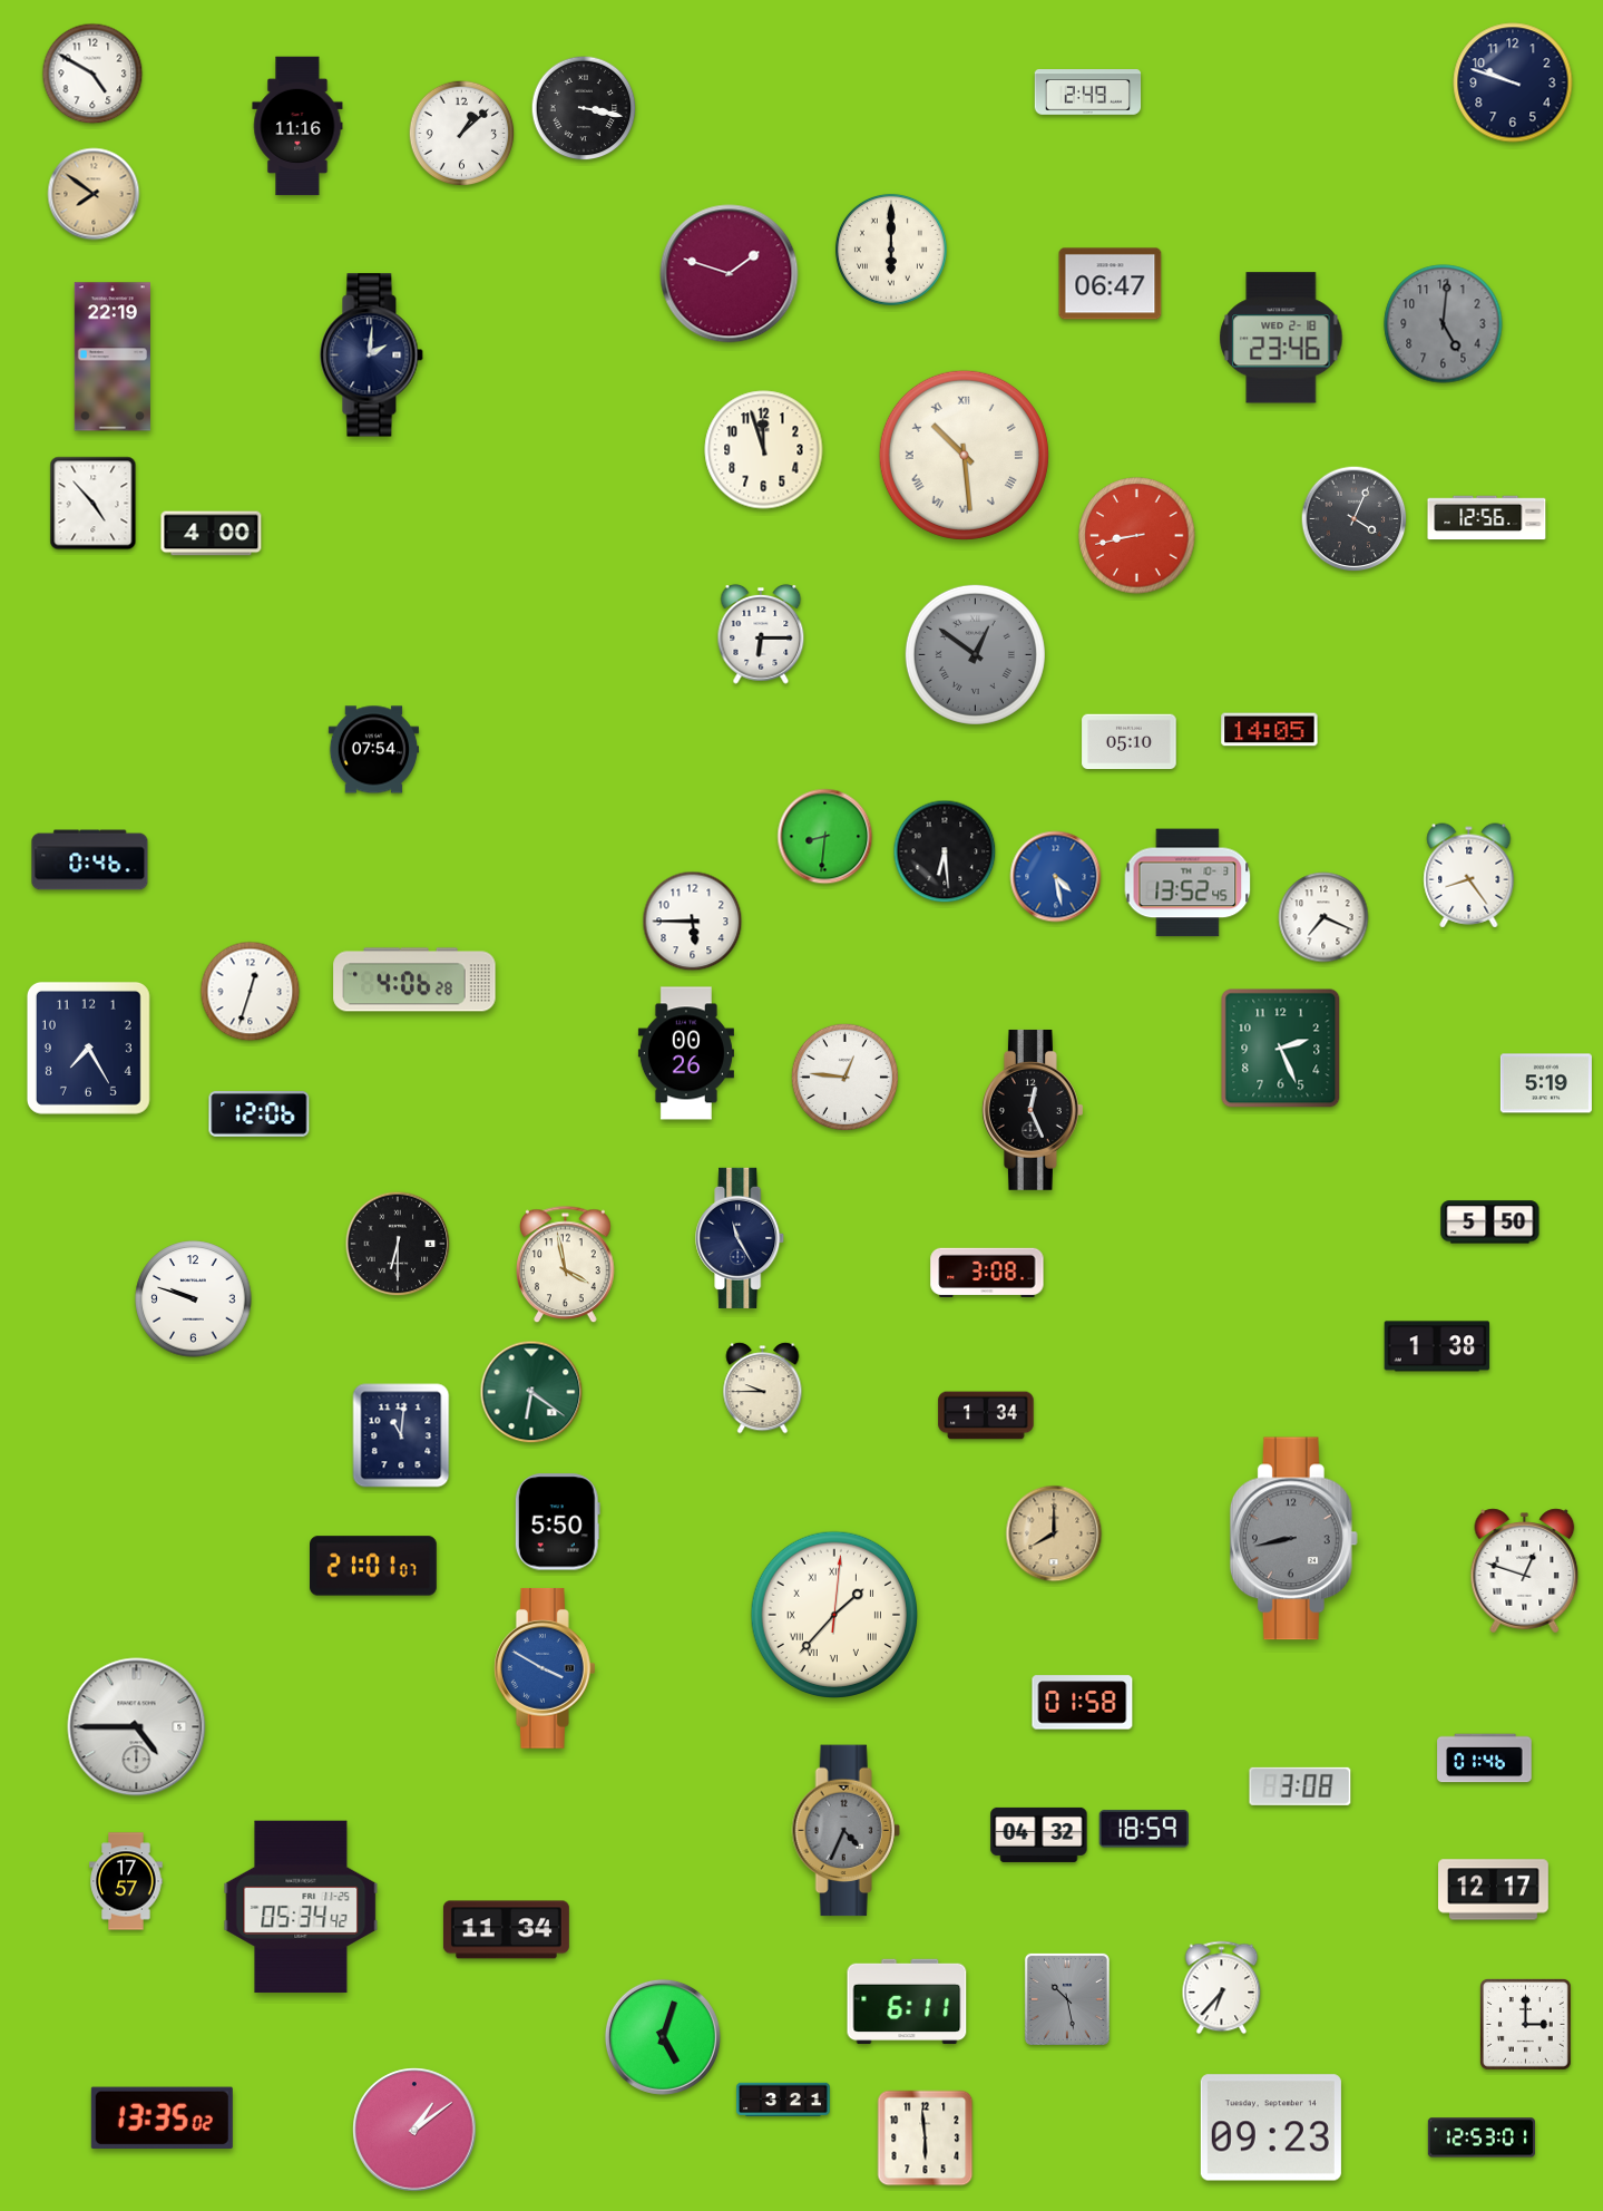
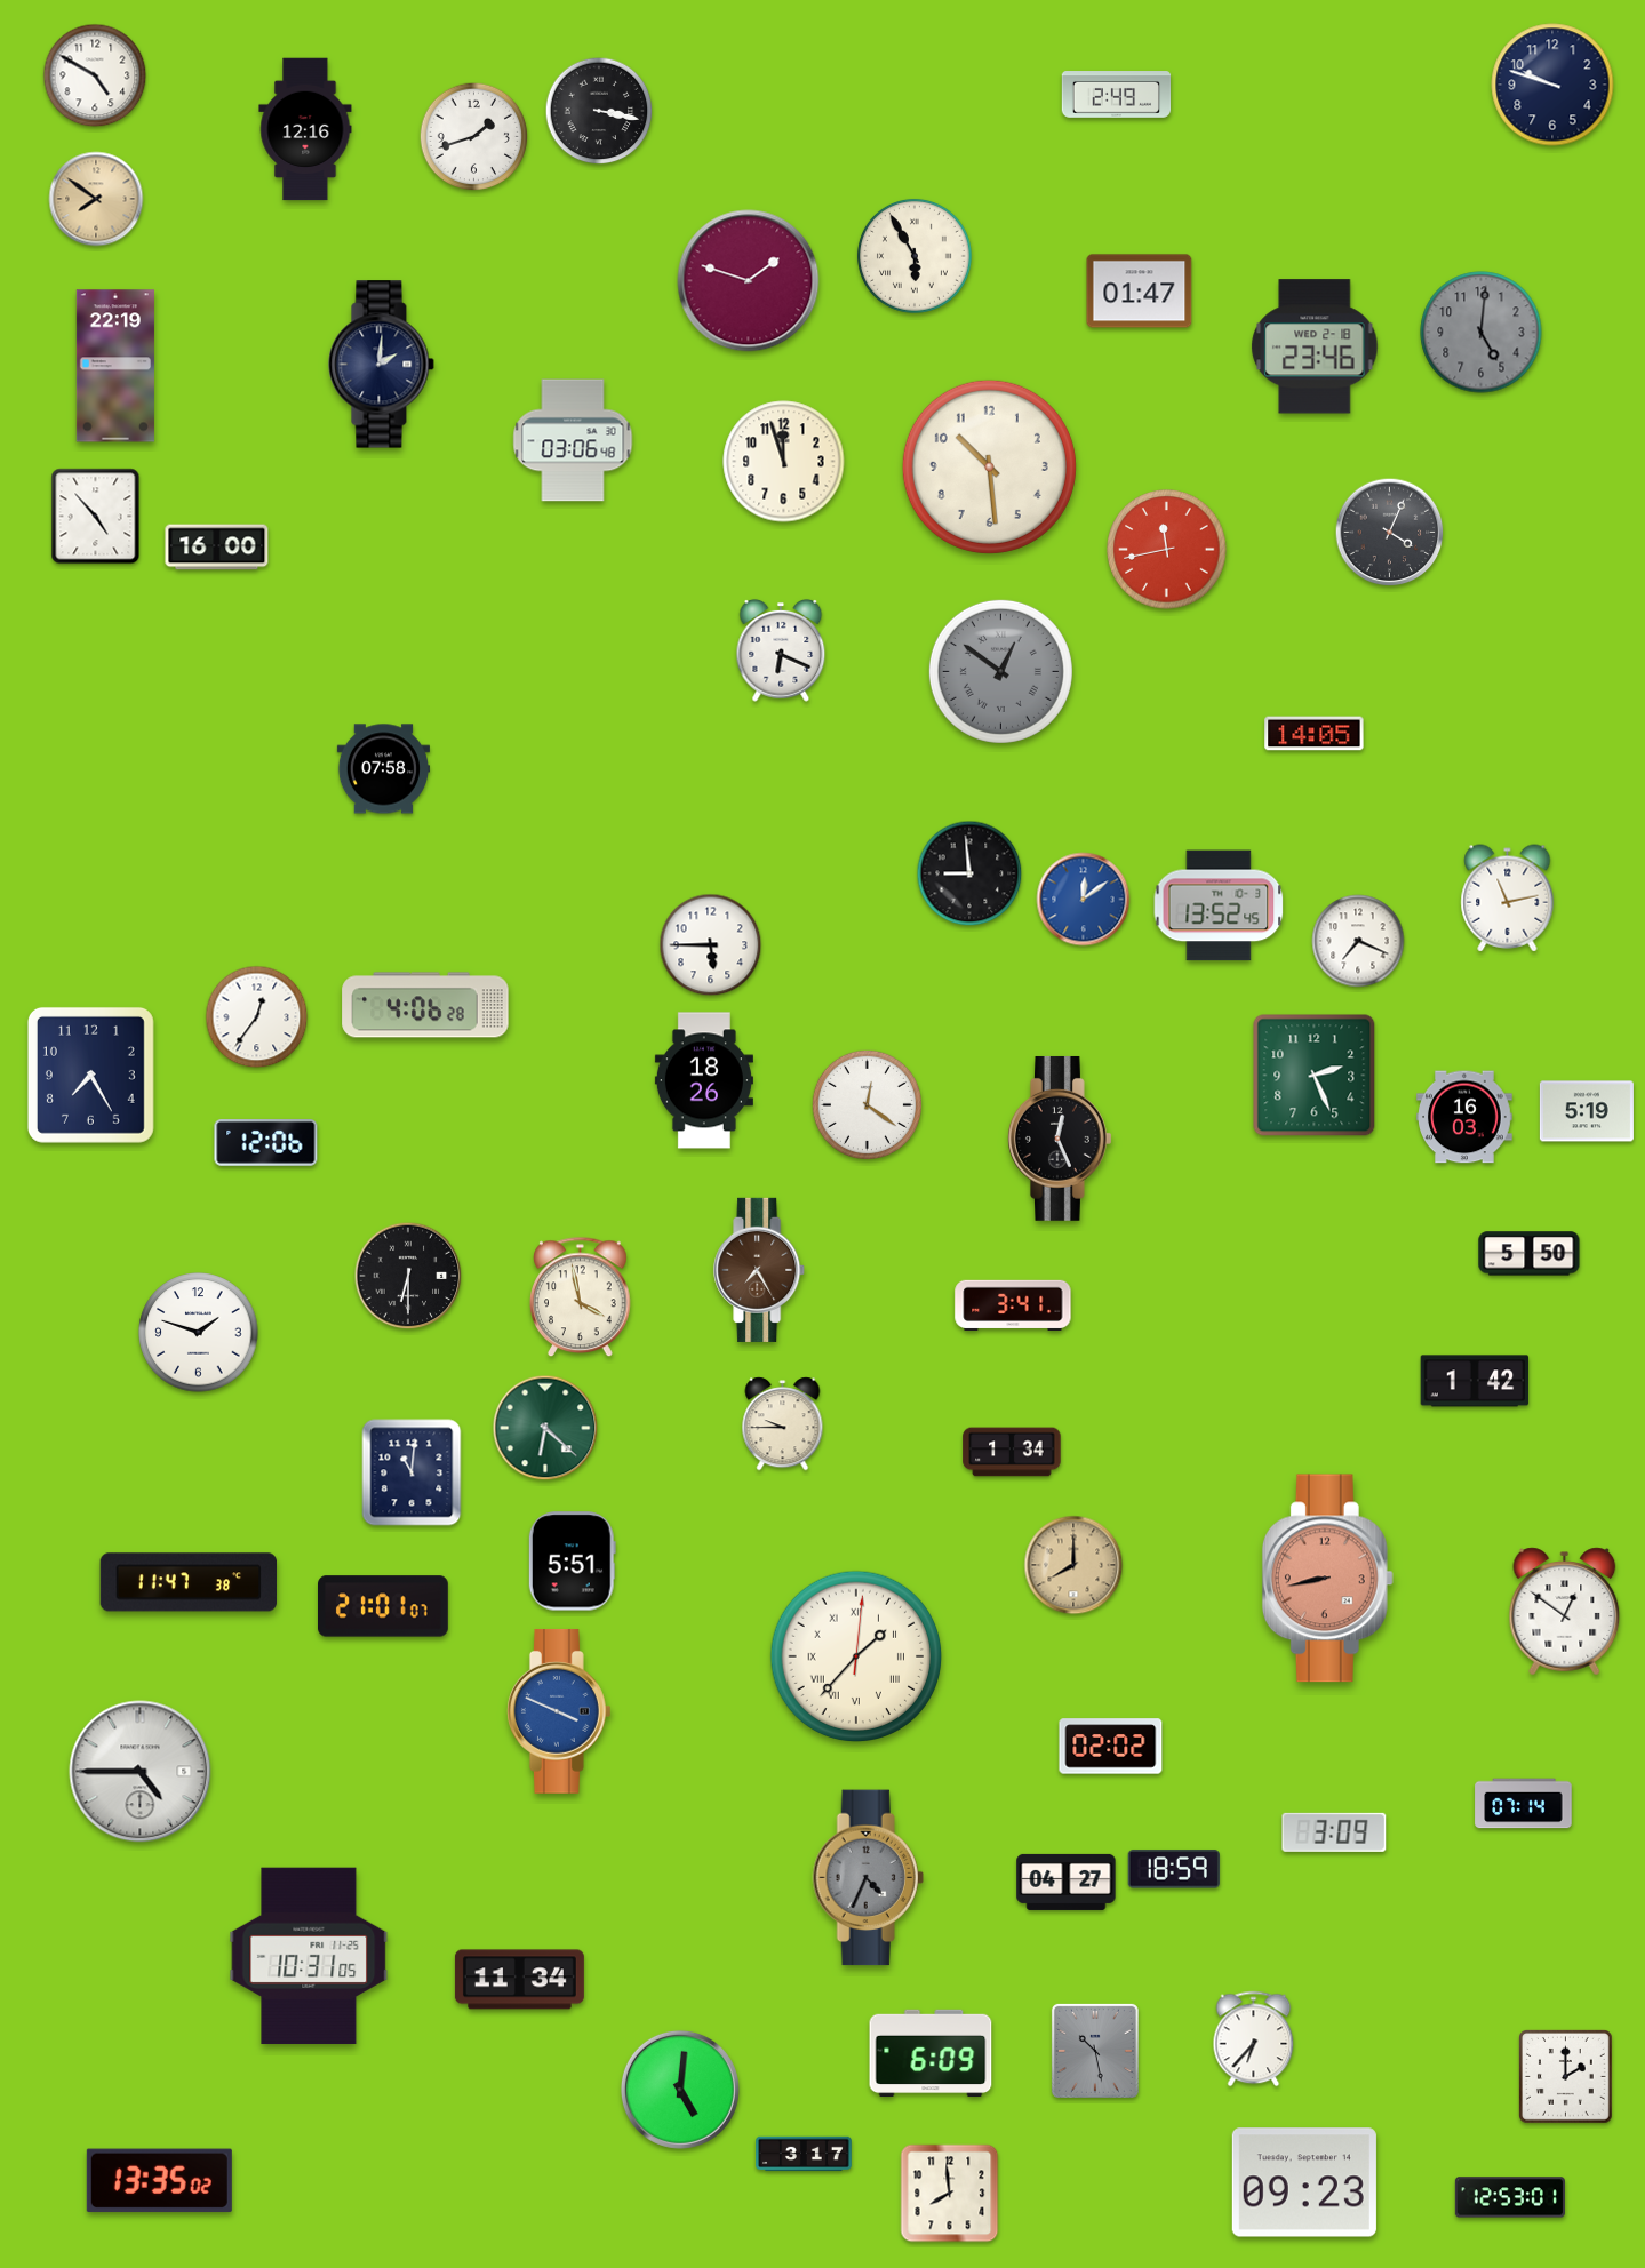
clock at (297, 126): 11:16 -> 12:16
clock at (462, 134): 1:08 -> 1:42
clock at (891, 250): 6:00 -> 5:55
clock at (1111, 284): 06:47 -> 01:47
clock at (573, 440): none -> 03:06
clock at (964, 455) numerals: Roman -> Arabic
clock at (1487, 518): 12:56 -> none
clock at (212, 534): 4:00 -> 16:00
clock at (1137, 536): 8:43 -> 11:43
clock at (761, 634): 6:15 -> 6:19
clock at (1270, 730) position: (1270, 730) -> (1315, 734)
clock at (1130, 742): 05:10 -> none
clock at (373, 750): 07:54 -> 07:58
clock at (825, 837): 8:31 -> none
clock at (945, 851): 6:29 -> 8:59
clock at (90, 860): 0:46 -> none
clock at (1469, 876): 8:24 -> 11:13
clock at (1056, 877): 4:28 -> 12:09
clock at (251, 992): 12:33 -> 12:36
clock at (686, 1053): 00:26 -> 18:26
clock at (844, 1077): 12:46 -> 12:21
clock at (1466, 1117): none -> 16:03
clock at (741, 1238): 11:25 -> 7:25
clock at (741, 1238) dial: navy -> brown
clock at (987, 1272): 3:08 -> 3:41
clock at (194, 1299): 9:48 -> 1:48
clock at (1437, 1346): 1:38 -> 1:42
clock at (531, 1392): 6:21 -> 6:22
clock at (557, 1522): 5:50 -> 5:51
clock at (1054, 1533) position: (1054, 1533) -> (1073, 1565)
clock at (1293, 1539) dial: grey -> salmon
clock at (189, 1582): none -> 11:47
clock at (1525, 1571): 12:48 -> 12:51
clock at (545, 1668): 3:50 -> 3:49
clock at (1083, 1703): 01:58 -> 02:02
clock at (1485, 1759): 01:46 -> 07:14
clock at (1300, 1786): 3:08 -> 3:09
clock at (1143, 1829) position: (1143, 1829) -> (1173, 1869)
clock at (1039, 1834): 04:32 -> 04:27
clock at (126, 1881): 17:57 -> none
clock at (1494, 1890): 12:17 -> none
clock at (301, 1907): 05:34 -> 10:31
clock at (907, 2001): 6:11 -> 6:09
clock at (1526, 2025): 3:00 -> 2:00
clock at (663, 2037): 5:03 -> 5:01
clock at (783, 2100): 3:21 -> 3:17
clock at (162, 2119) position: (162, 2119) -> (159, 2181)
clock at (414, 2130): 1:09 -> none
clock at (1482, 2137) position: (1482, 2137) -> (1510, 2197)
clock at (926, 2139): 5:59 -> 7:59
